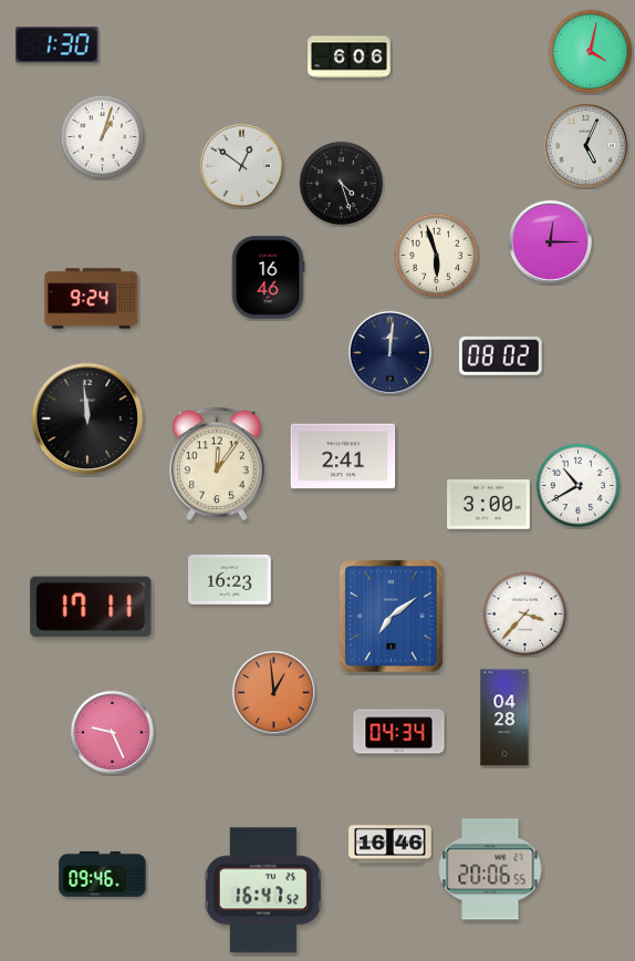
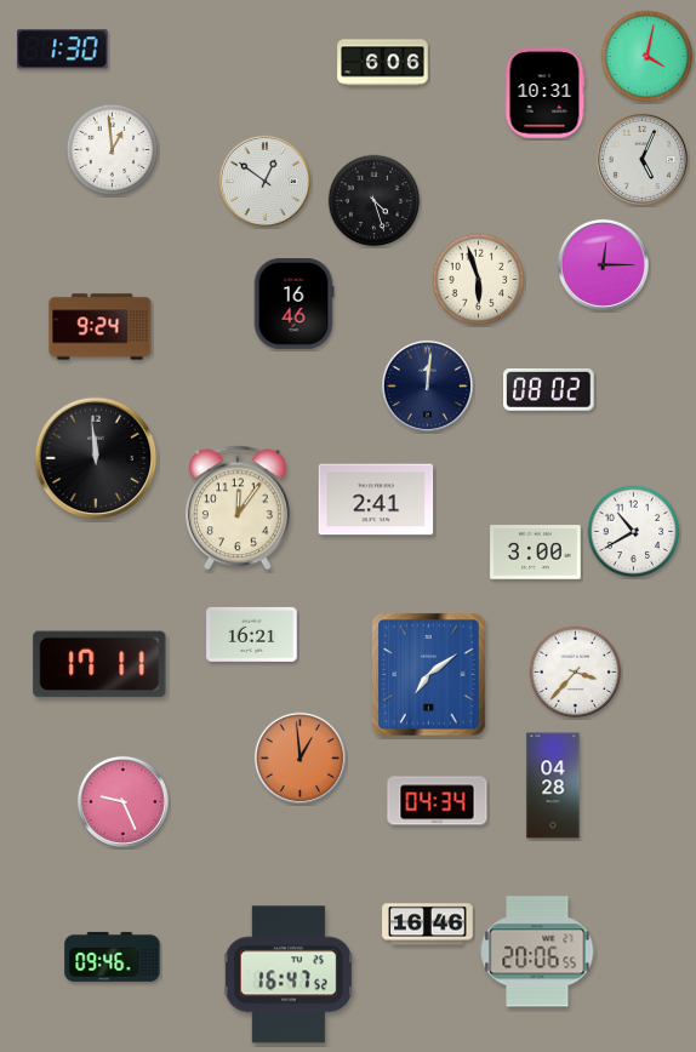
clock at (544, 93): none -> 10:31
clock at (103, 137): 1:03 -> 12:59
clock at (230, 579): 16:23 -> 16:21
